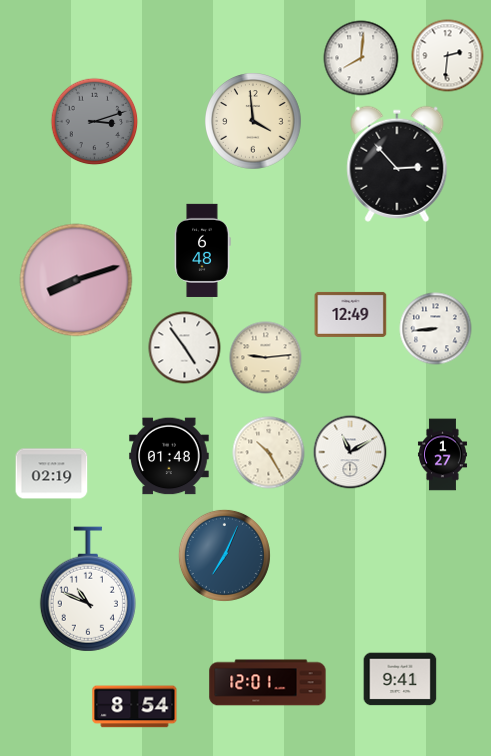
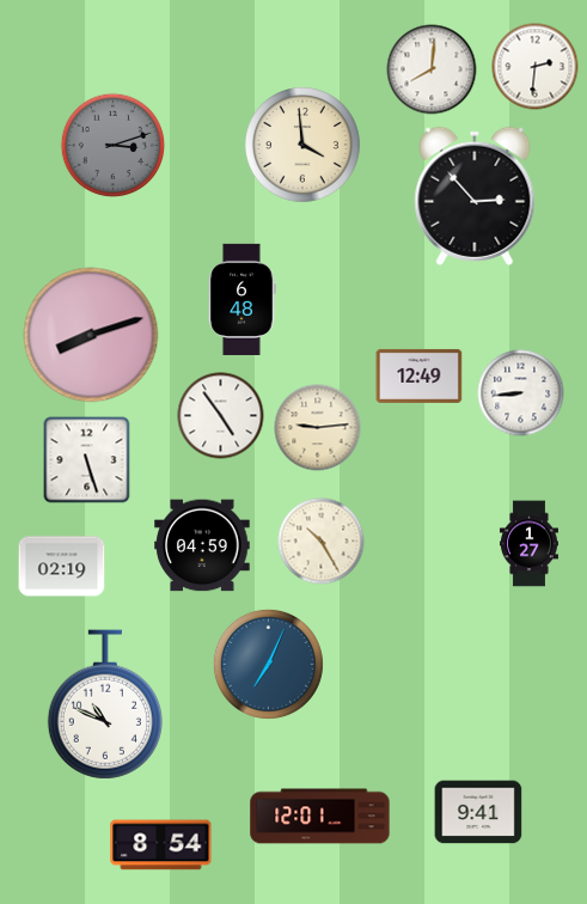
clock at (87, 460): none -> 5:27
clock at (350, 452): 11:10 -> none
clock at (169, 456): 01:48 -> 04:59
